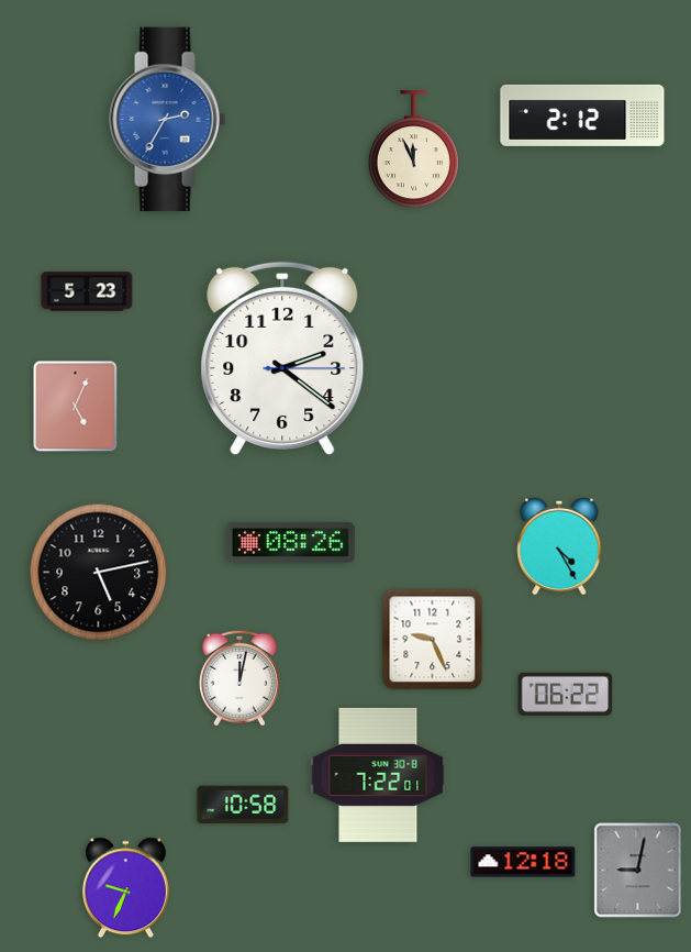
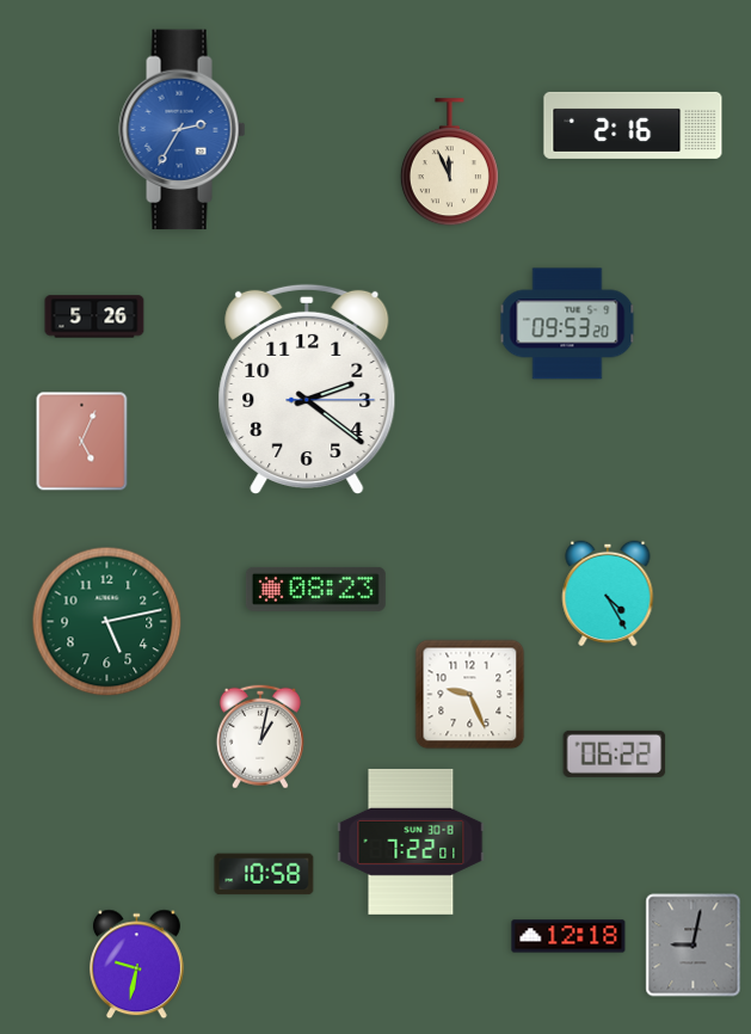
clock at (582, 115): 2:12 -> 2:16
clock at (87, 291): 5:23 -> 5:26
clock at (567, 324): none -> 09:53
clock at (290, 542): 08:26 -> 08:23
clock at (99, 573) dial: black -> green
clock at (239, 678): 12:02 -> 1:02
clock at (125, 888): 9:34 -> 9:32
